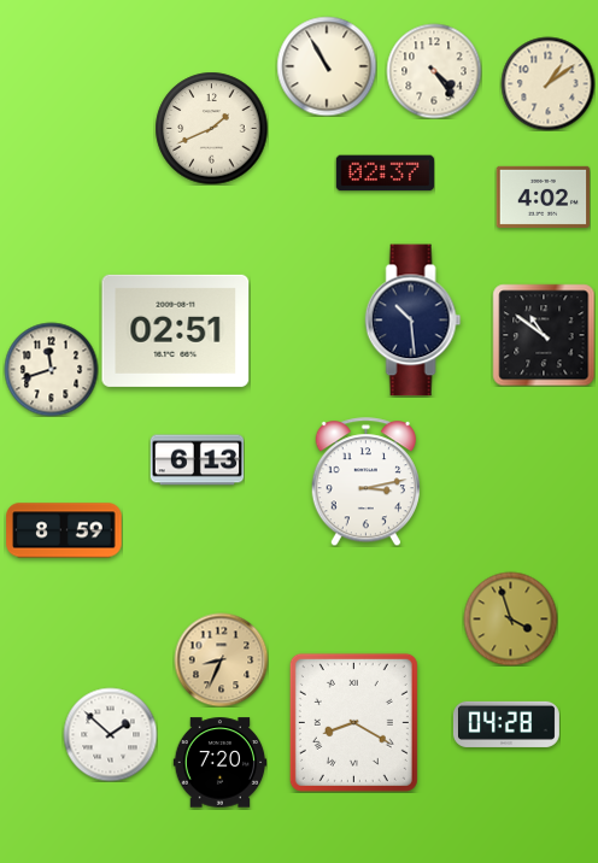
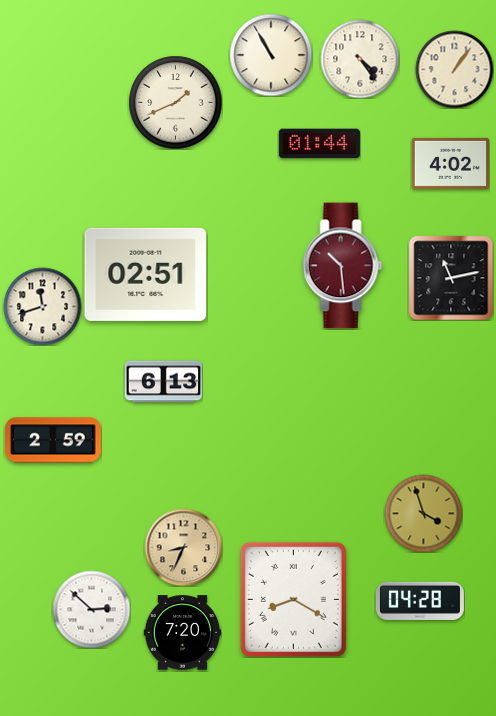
clock at (547, 83): 1:09 -> 1:06
clock at (211, 128) position: (211, 128) -> (175, 102)
clock at (385, 174): 02:37 -> 01:44
clock at (414, 321) dial: navy -> burgundy
clock at (544, 335): 10:51 -> 11:13
clock at (365, 482): 3:13 -> none
clock at (64, 530): 8:59 -> 2:59
clock at (110, 734): 1:52 -> 2:52
